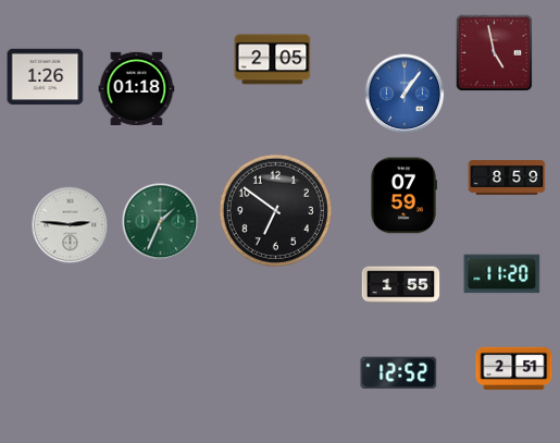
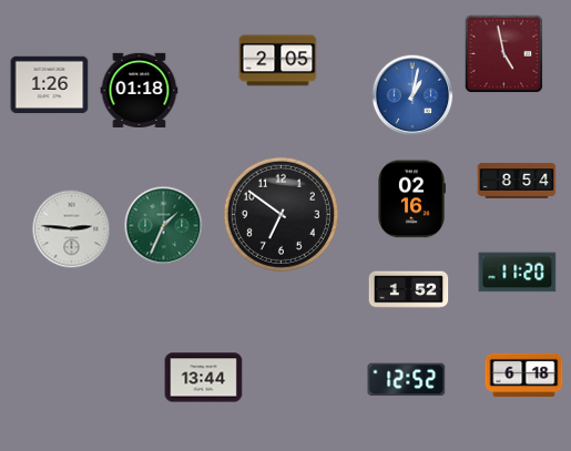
clock at (46, 77) position: (46, 77) -> (50, 85)
clock at (405, 94): 1:06 -> 1:02
clock at (507, 177): 8:59 -> 8:54
clock at (405, 196): 07:59 -> 02:16
clock at (502, 274) position: (502, 274) -> (518, 273)
clock at (401, 285): 1:55 -> 1:52
clock at (514, 368): 2:51 -> 6:18
clock at (204, 378): none -> 13:44
